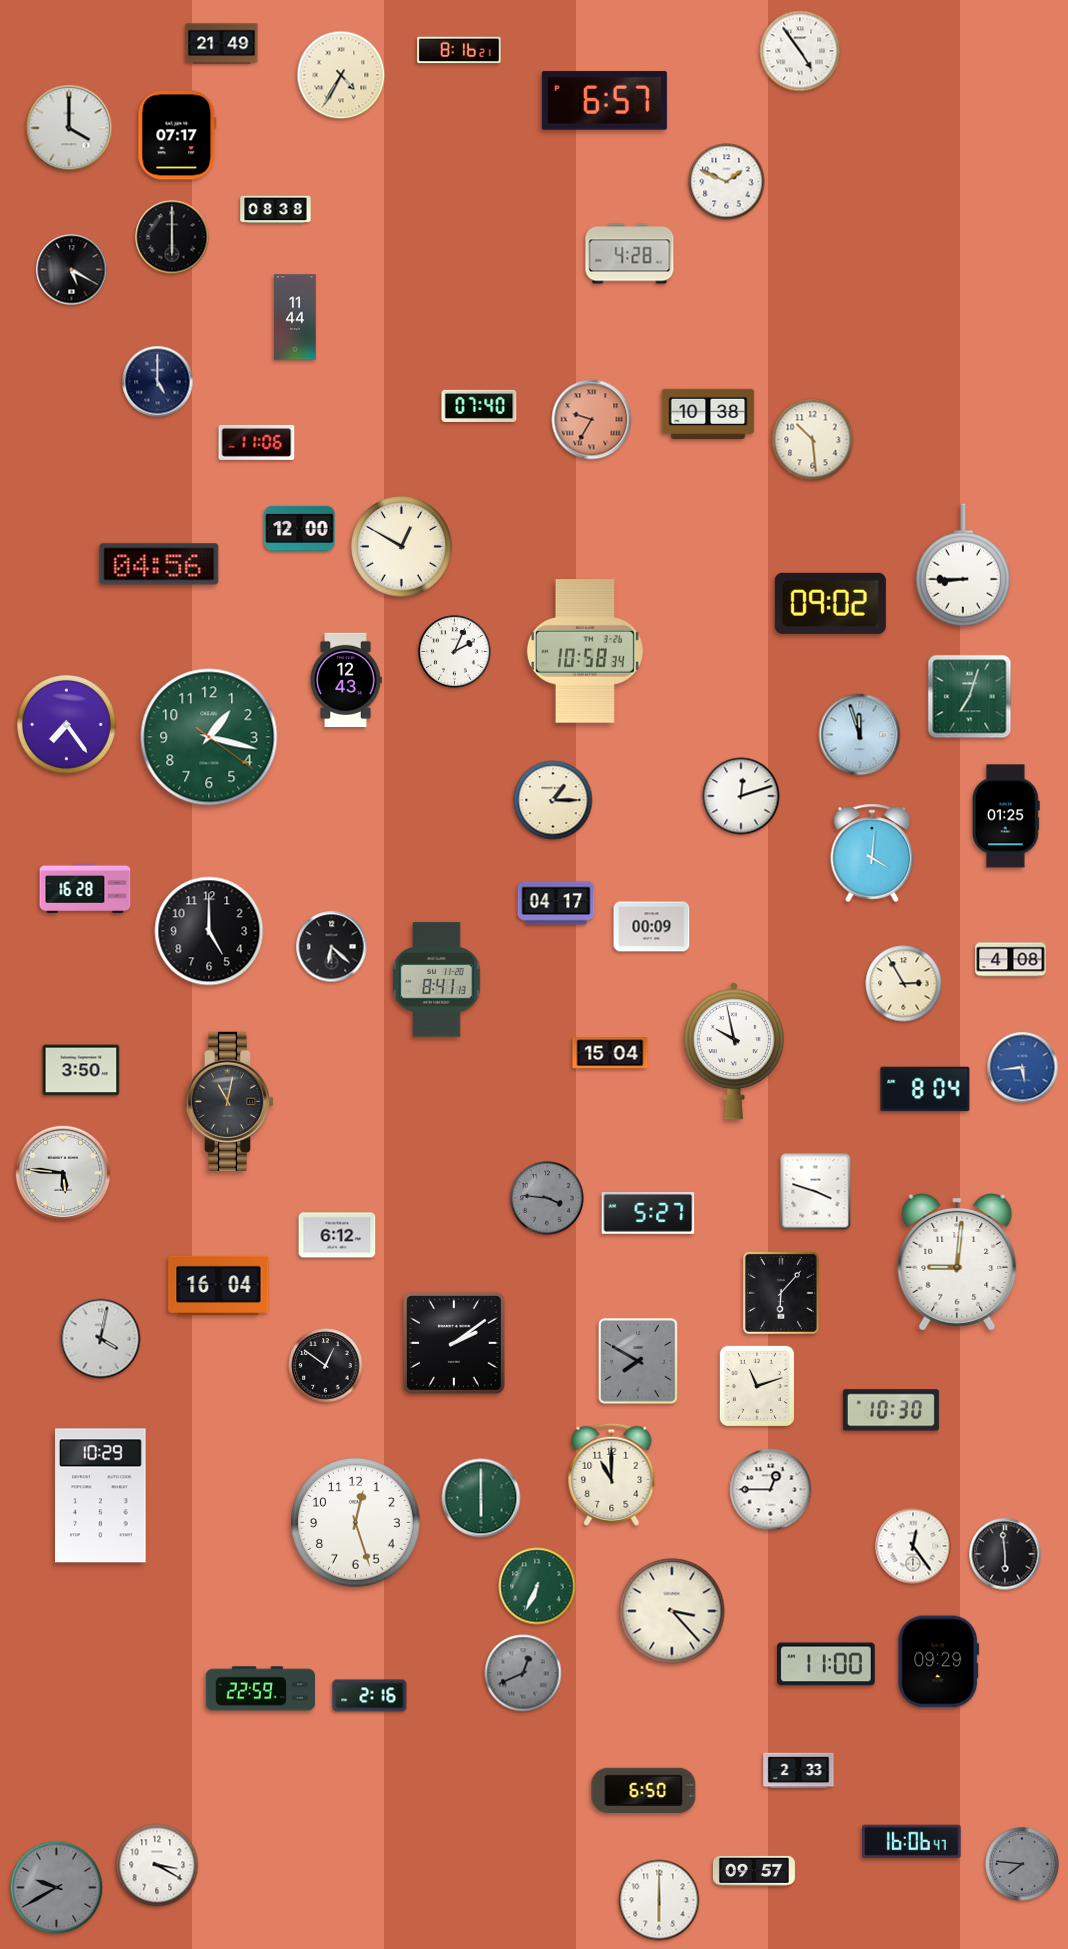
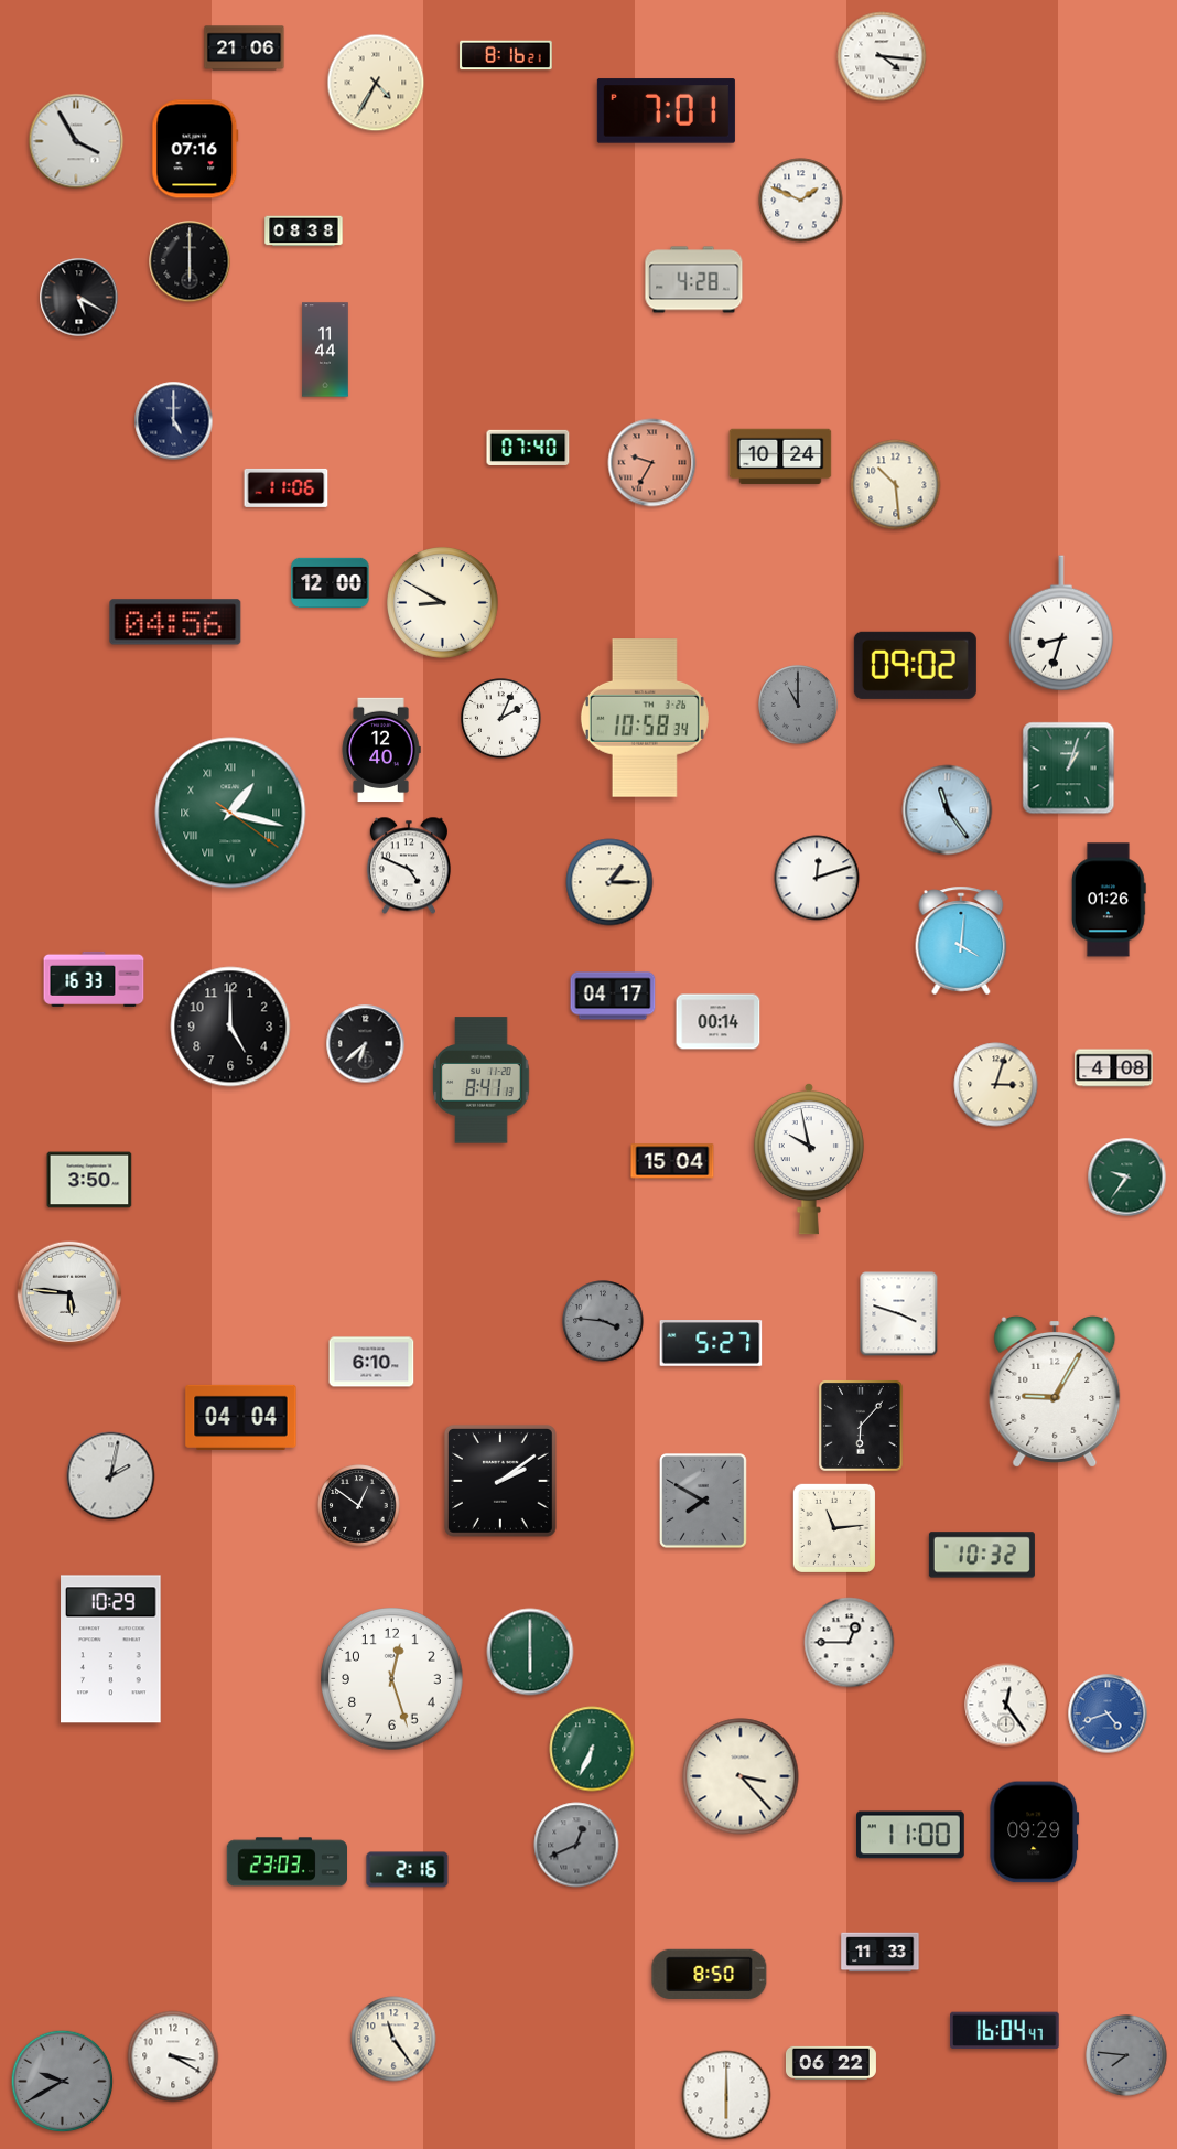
clock at (222, 44): 21:49 -> 21:06
clock at (800, 51): 4:54 -> 4:16
clock at (604, 101): 6:57 -> 7:01
clock at (69, 128): 4:00 -> 3:55
clock at (177, 135): 07:17 -> 07:16
clock at (708, 414): 10:38 -> 10:24
clock at (257, 442) position: (257, 442) -> (287, 487)
clock at (402, 547): 12:50 -> 8:50
clock at (963, 565): 8:45 -> 8:33
clock at (798, 705): none -> 11:00
clock at (346, 680): 12:43 -> 12:40
clock at (970, 697): 7:03 -> 1:03
clock at (67, 725): 7:24 -> none
clock at (860, 735): 11:57 -> 11:24
clock at (209, 737) numerals: Arabic -> Roman
clock at (409, 866): none -> 4:49
clock at (1006, 816): 01:25 -> 01:26
clock at (85, 888): 16:28 -> 16:33
clock at (652, 927): 00:09 -> 00:14
clock at (332, 947): 6:22 -> 6:38
clock at (1011, 960) position: (1011, 960) -> (1114, 1068)
clock at (904, 984): 2:55 -> 3:03
clock at (1023, 1068): 5:44 -> 9:36
clock at (1023, 1068) dial: blue -> green
clock at (925, 1089): 8:04 -> none
clock at (230, 1101): 11:02 -> none
clock at (648, 1214) position: (648, 1214) -> (711, 1344)
clock at (337, 1235): 6:12 -> 6:10
clock at (957, 1262): 9:01 -> 9:05
clock at (219, 1285): 16:04 -> 04:04
clock at (101, 1339): 4:02 -> 2:02
clock at (757, 1385): 11:12 -> 11:14
clock at (891, 1410): 10:30 -> 10:32
clock at (612, 1474): 11:00 -> none
clock at (1005, 1554): 5:59 -> 4:42
clock at (1005, 1554) dial: black -> blue
clock at (261, 1689): 22:59 -> 23:03
clock at (799, 1771): 2:33 -> 11:33
clock at (644, 1790): 6:50 -> 8:50
clock at (912, 1842): 16:06 -> 16:04
clock at (393, 2039): none -> 11:24
clock at (754, 1871): 09:57 -> 06:22
